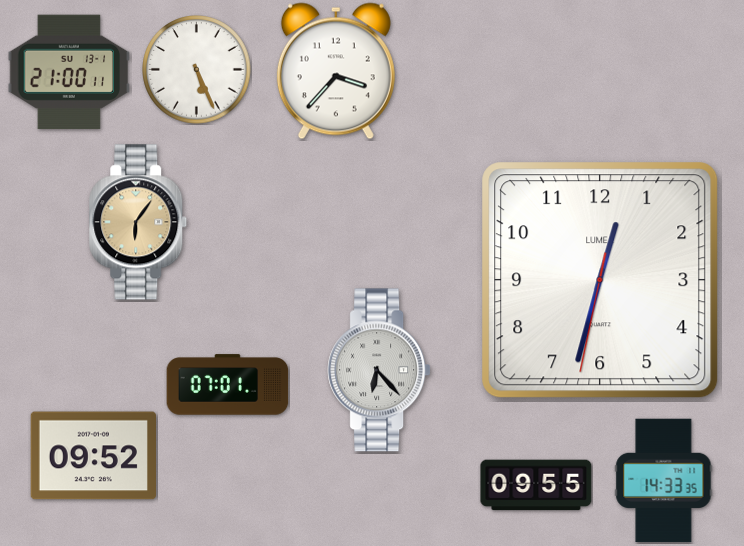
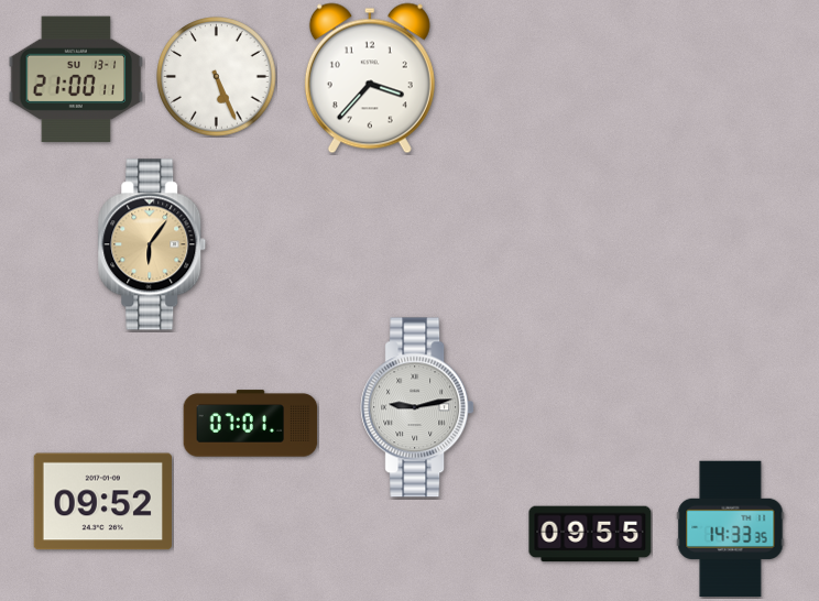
clock at (600, 280): 12:32 -> none
clock at (379, 370): 6:23 -> 9:13
